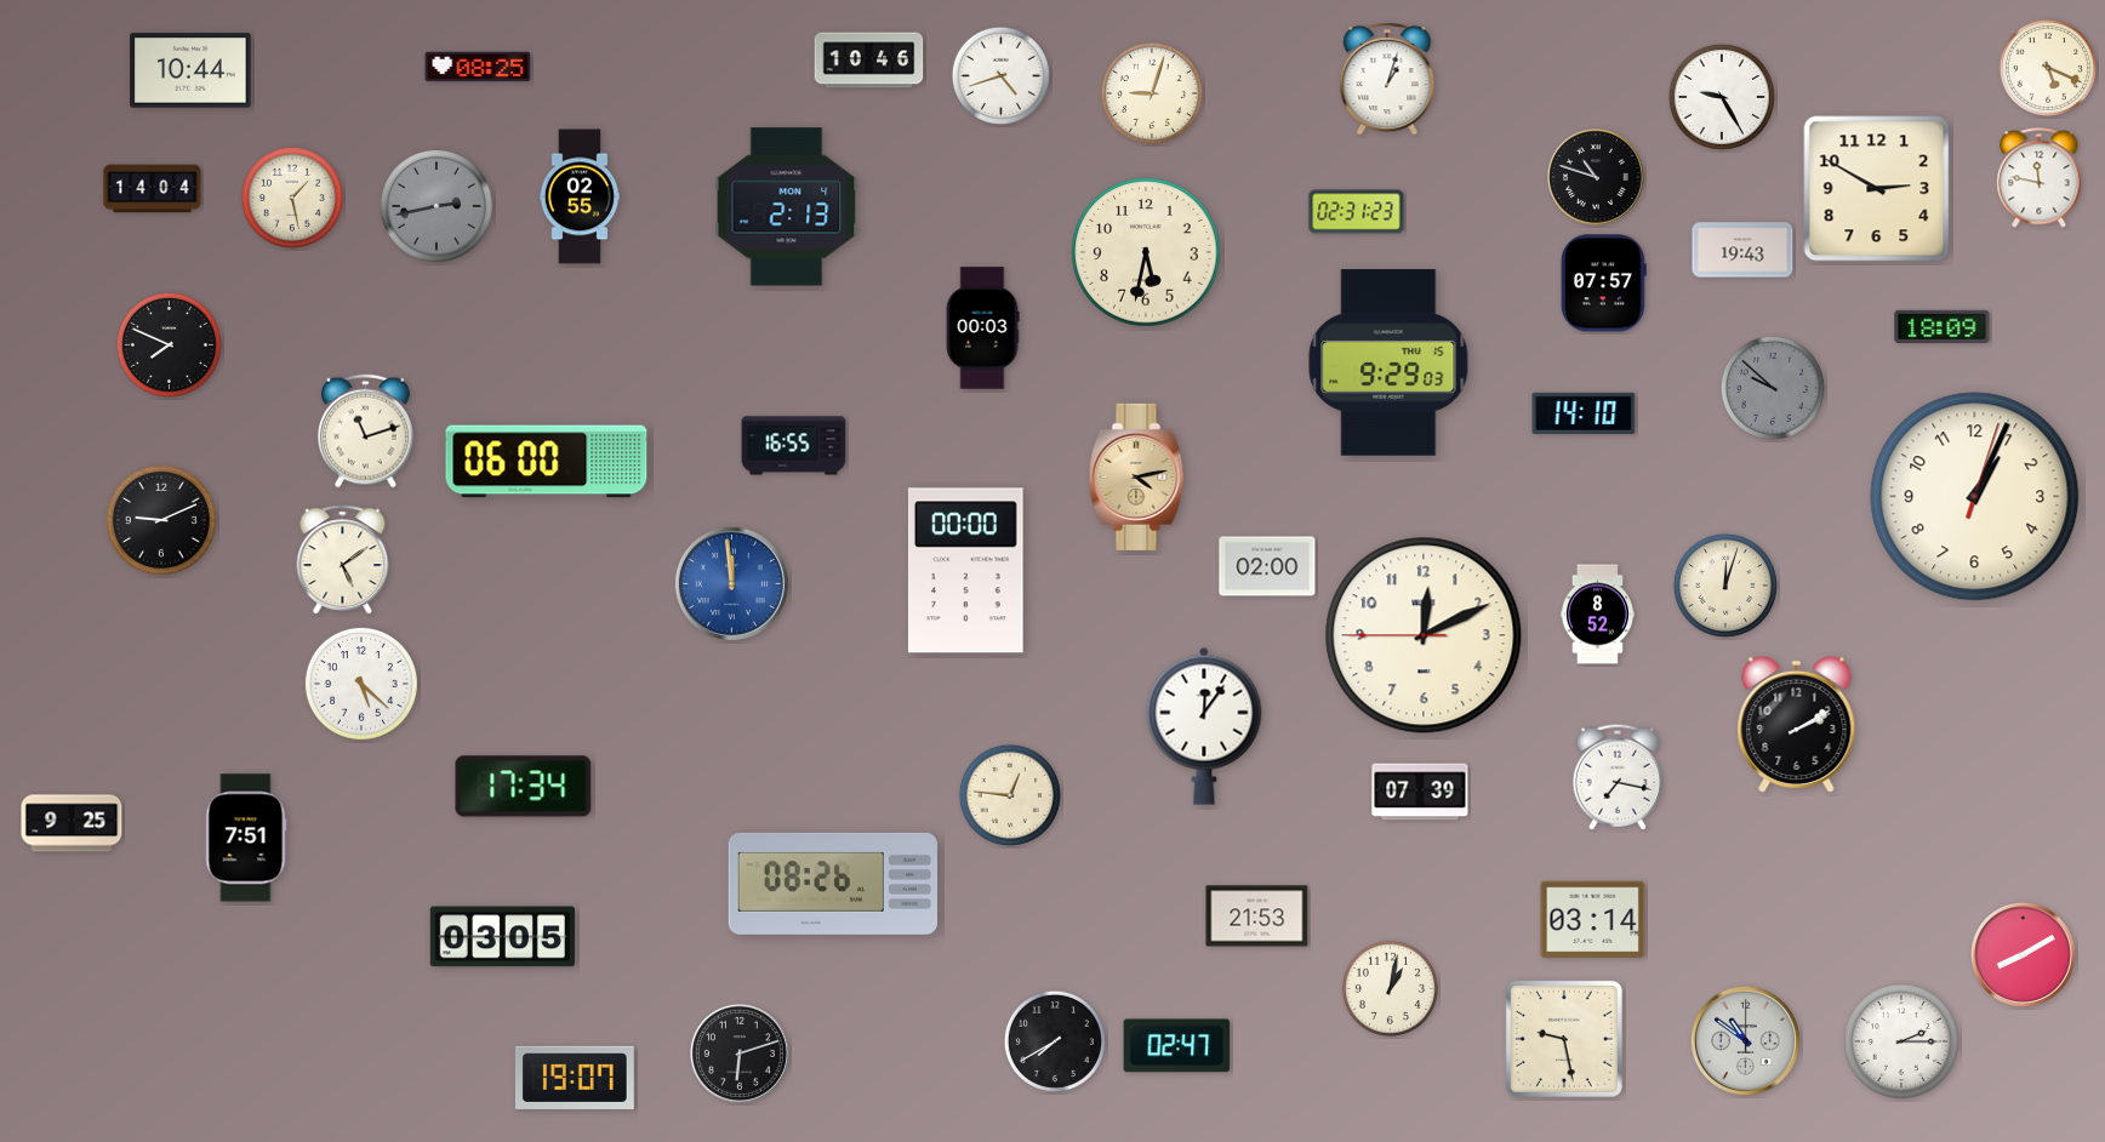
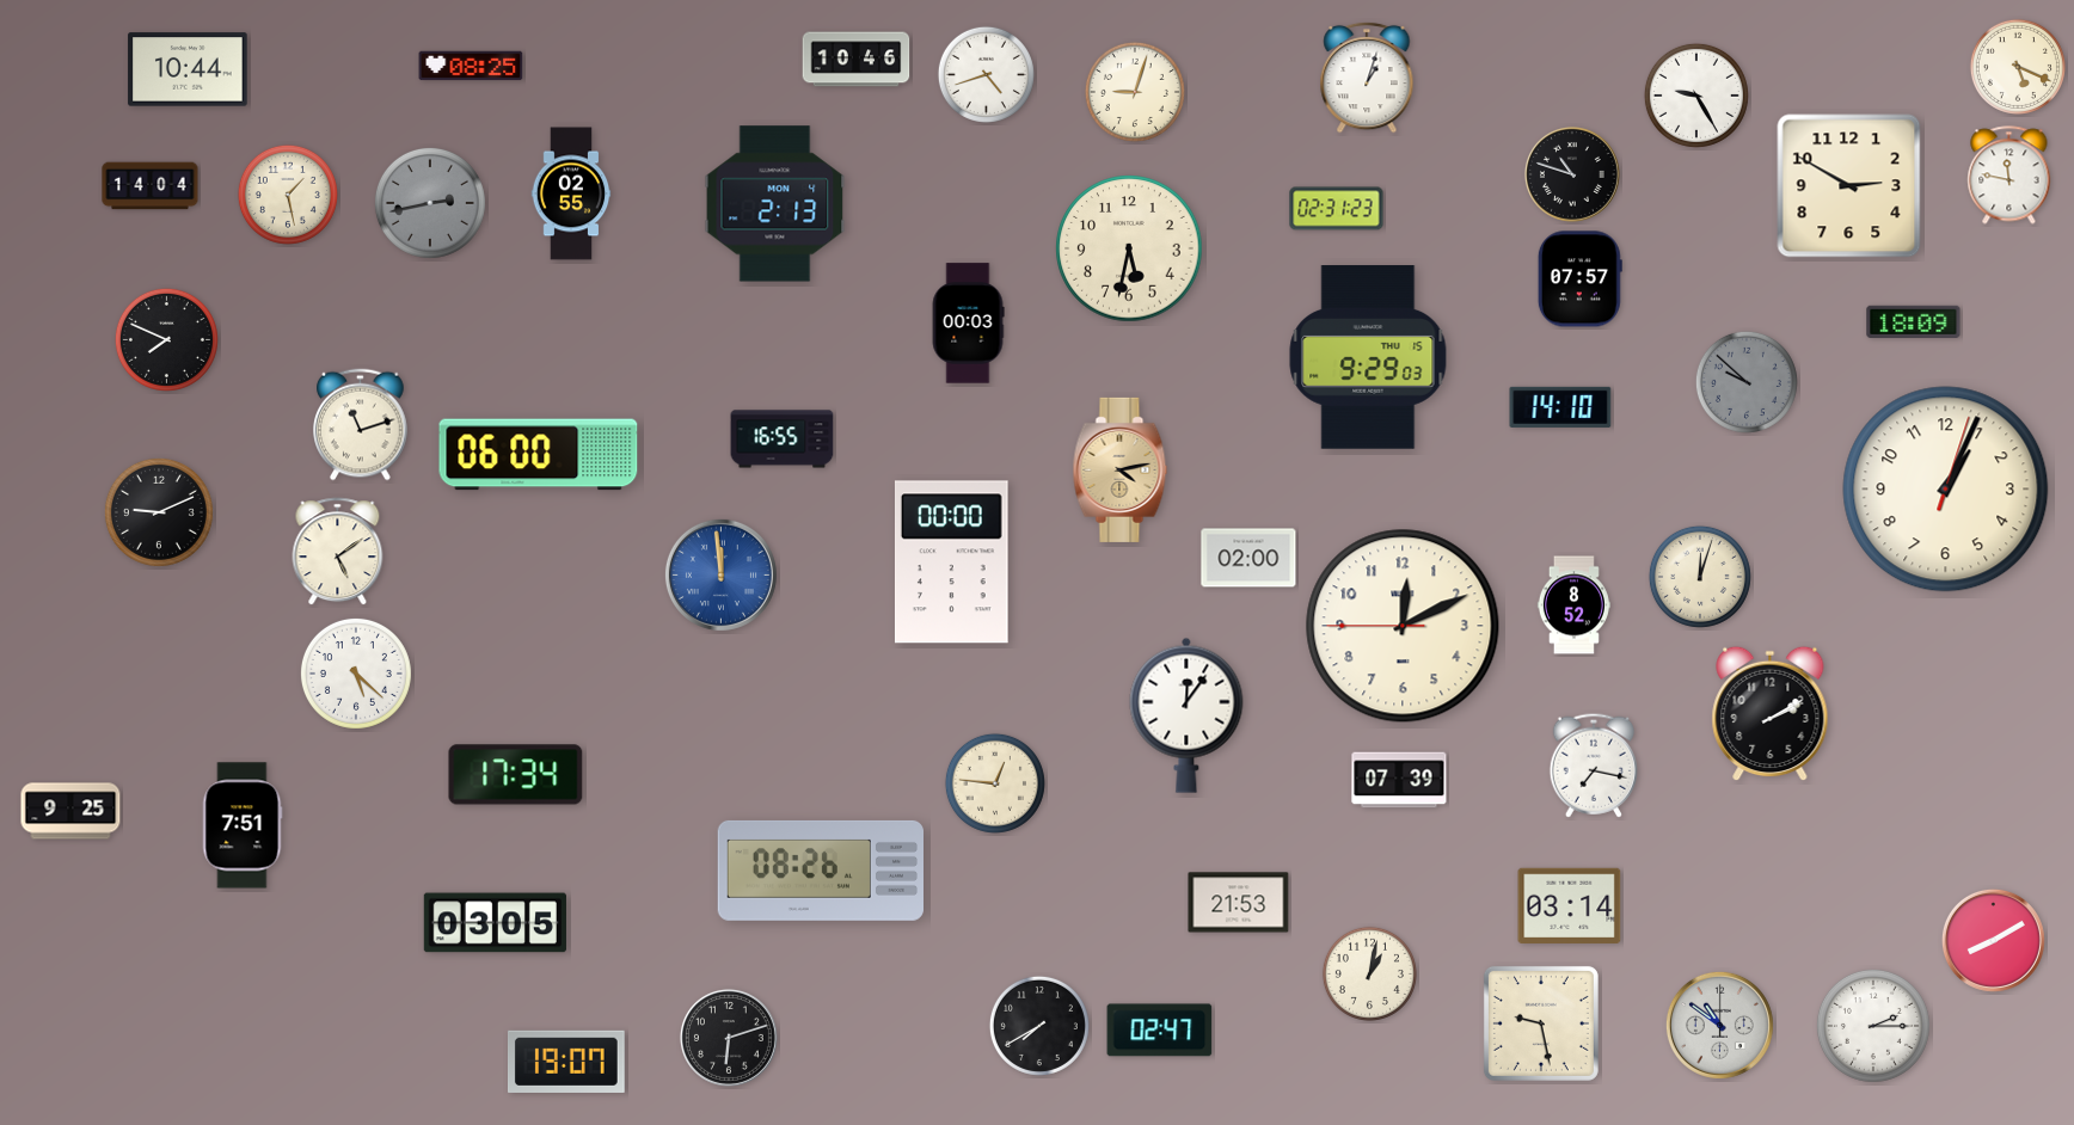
clock at (1742, 250): 19:43 -> none
